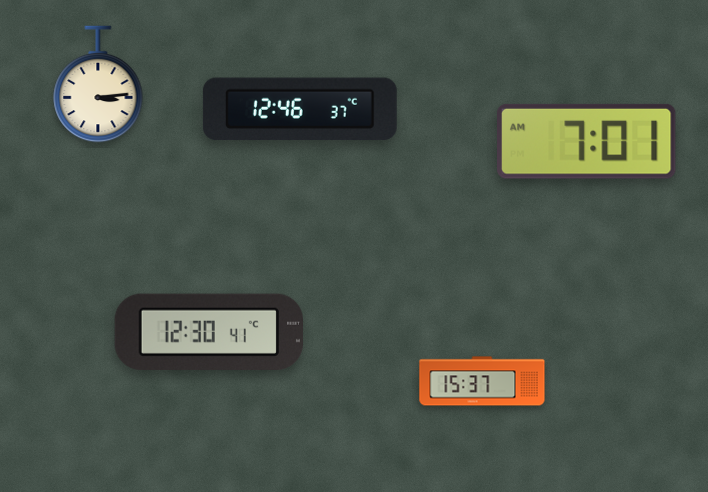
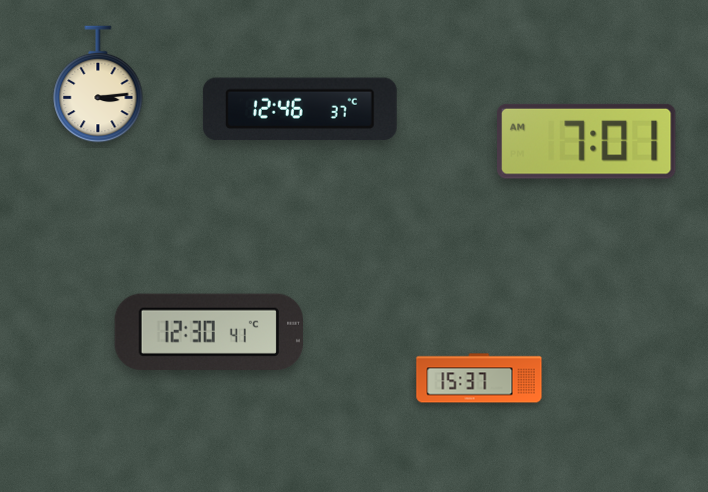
clock at (482, 381) position: (482, 381) -> (479, 378)
